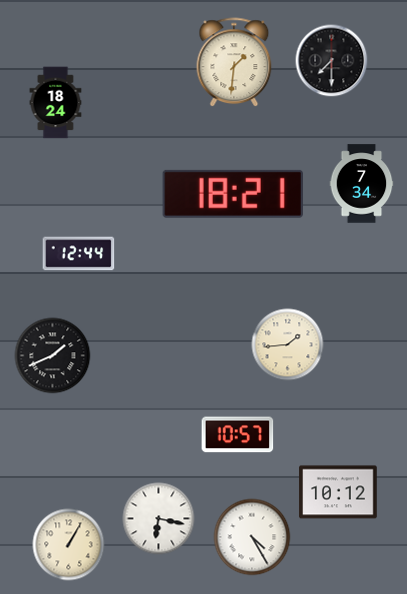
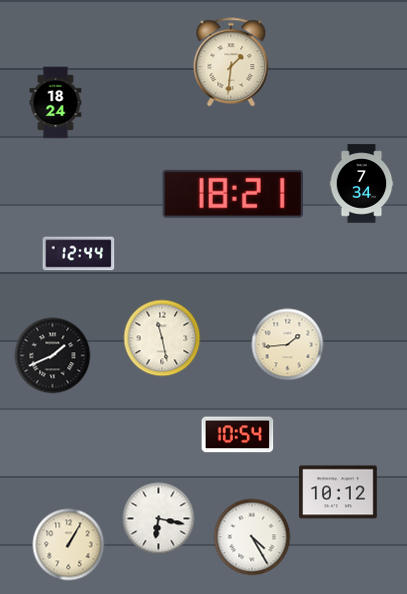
clock at (332, 61): 7:30 -> none
clock at (234, 63) position: (234, 63) -> (231, 63)
clock at (162, 338): none -> 11:28
clock at (238, 435): 10:57 -> 10:54
